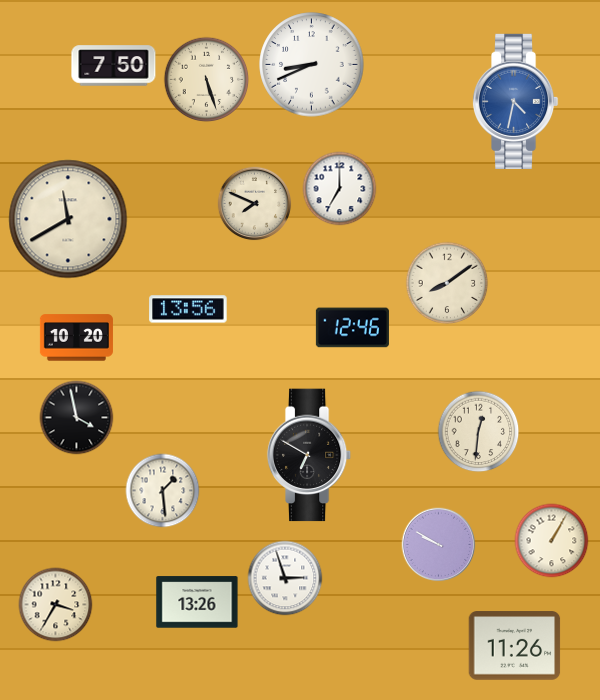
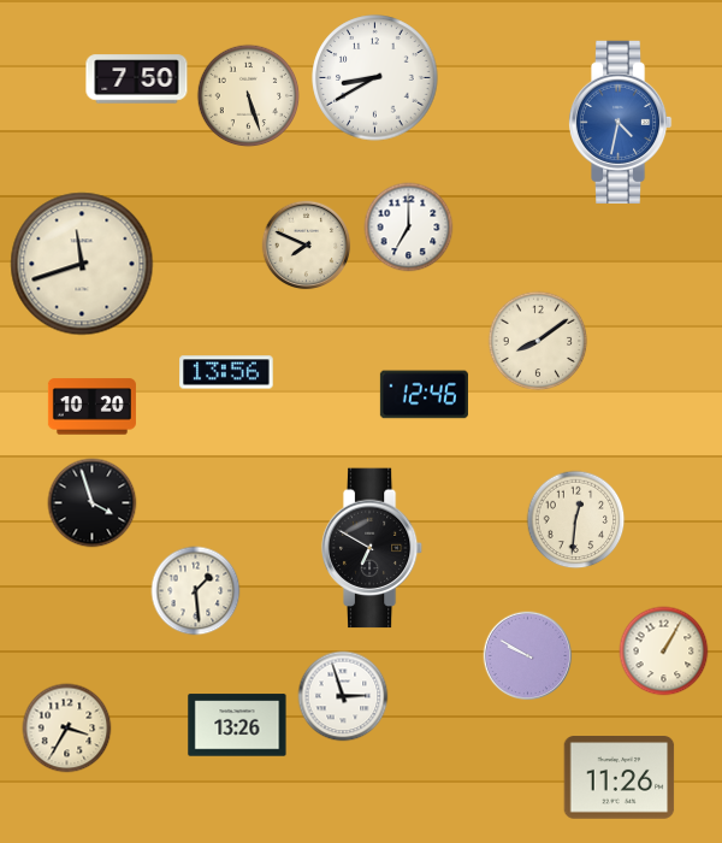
clock at (312, 65): 8:41 -> 8:40
clock at (68, 219): 11:40 -> 11:42
clock at (77, 418): 3:58 -> 3:57
